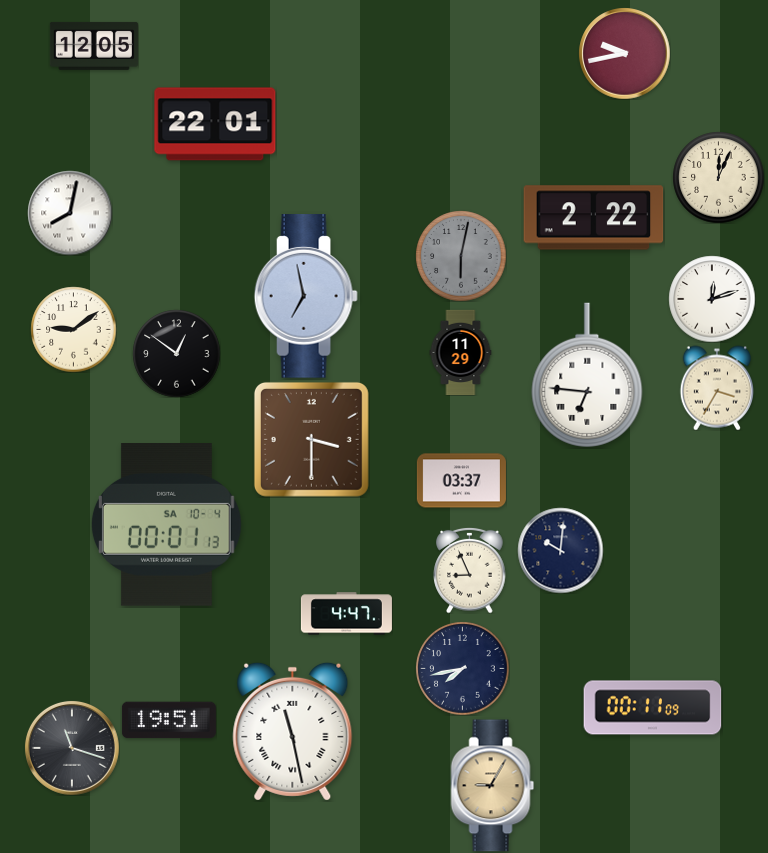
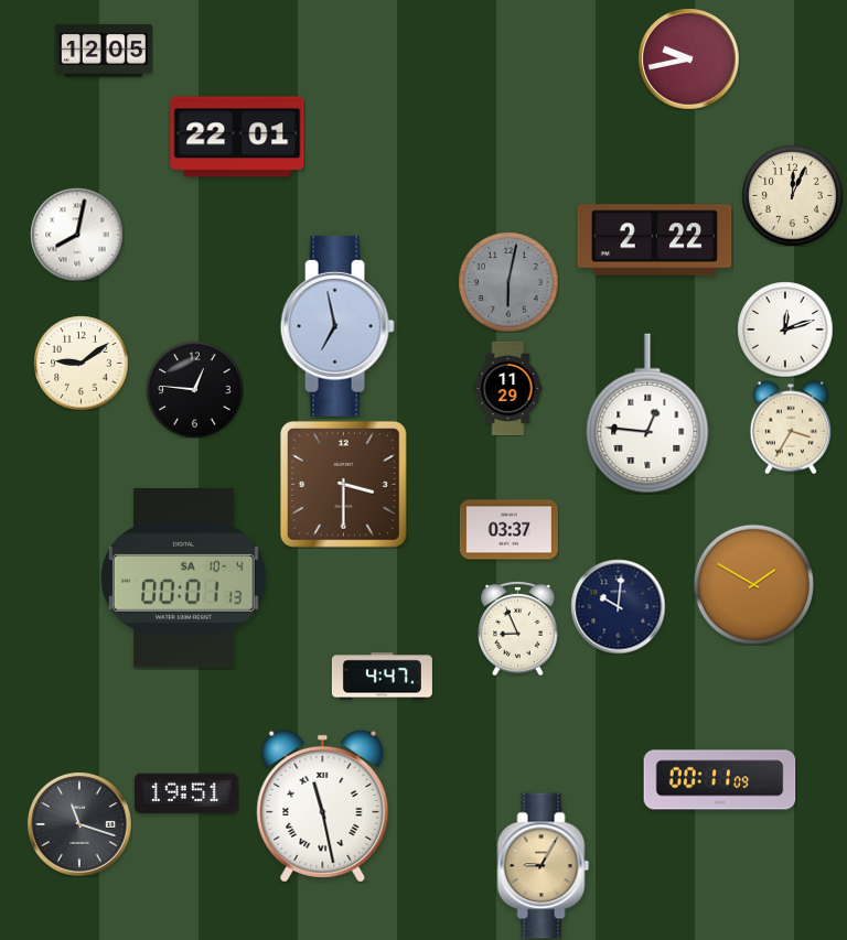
clock at (176, 353): 12:51 -> 12:46
clock at (587, 375): 6:46 -> 12:46
clock at (753, 584): none -> 1:50
clock at (462, 668): 7:43 -> none
